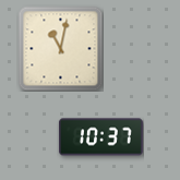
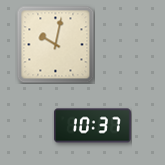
clock at (60, 48): 11:02 -> 10:02
